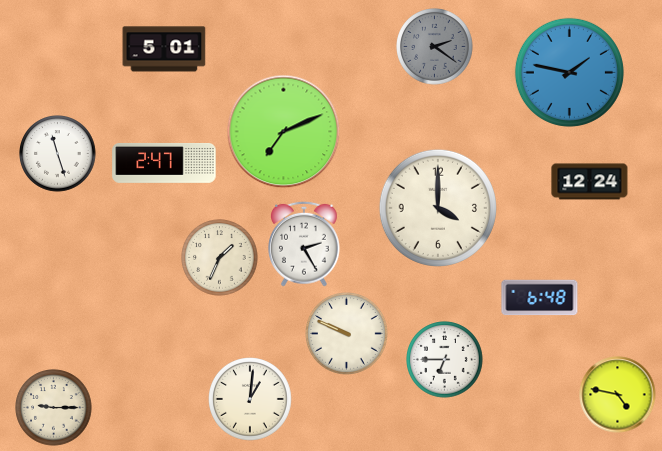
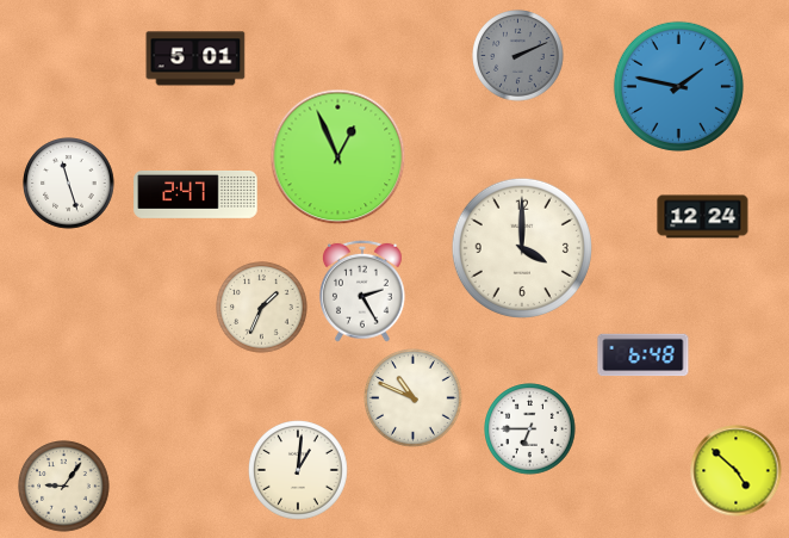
clock at (435, 47): 2:21 -> 2:11
clock at (284, 132): 7:11 -> 12:56
clock at (347, 334): 9:49 -> 10:49
clock at (618, 395): 4:47 -> 4:52
clock at (251, 400) position: (251, 400) -> (299, 471)
clock at (54, 408): 9:15 -> 9:06
